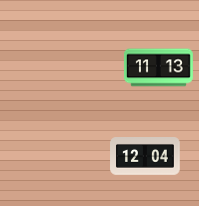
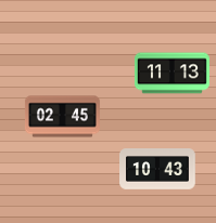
clock at (62, 117): none -> 02:45
clock at (145, 157): 12:04 -> 10:43
